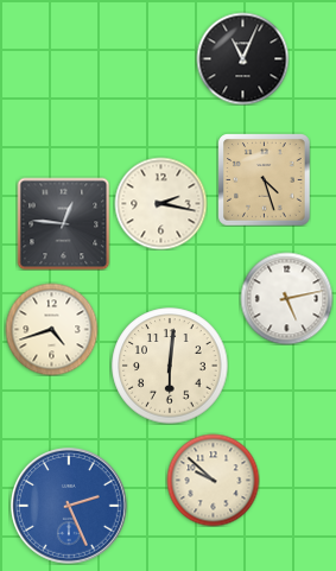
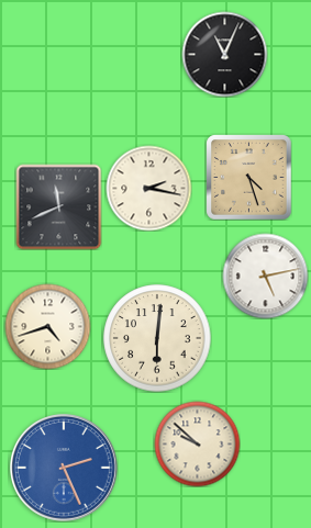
clock at (264, 179) position: (264, 179) -> (248, 177)
clock at (63, 223): 12:46 -> 11:41
clock at (51, 329) position: (51, 329) -> (47, 326)
